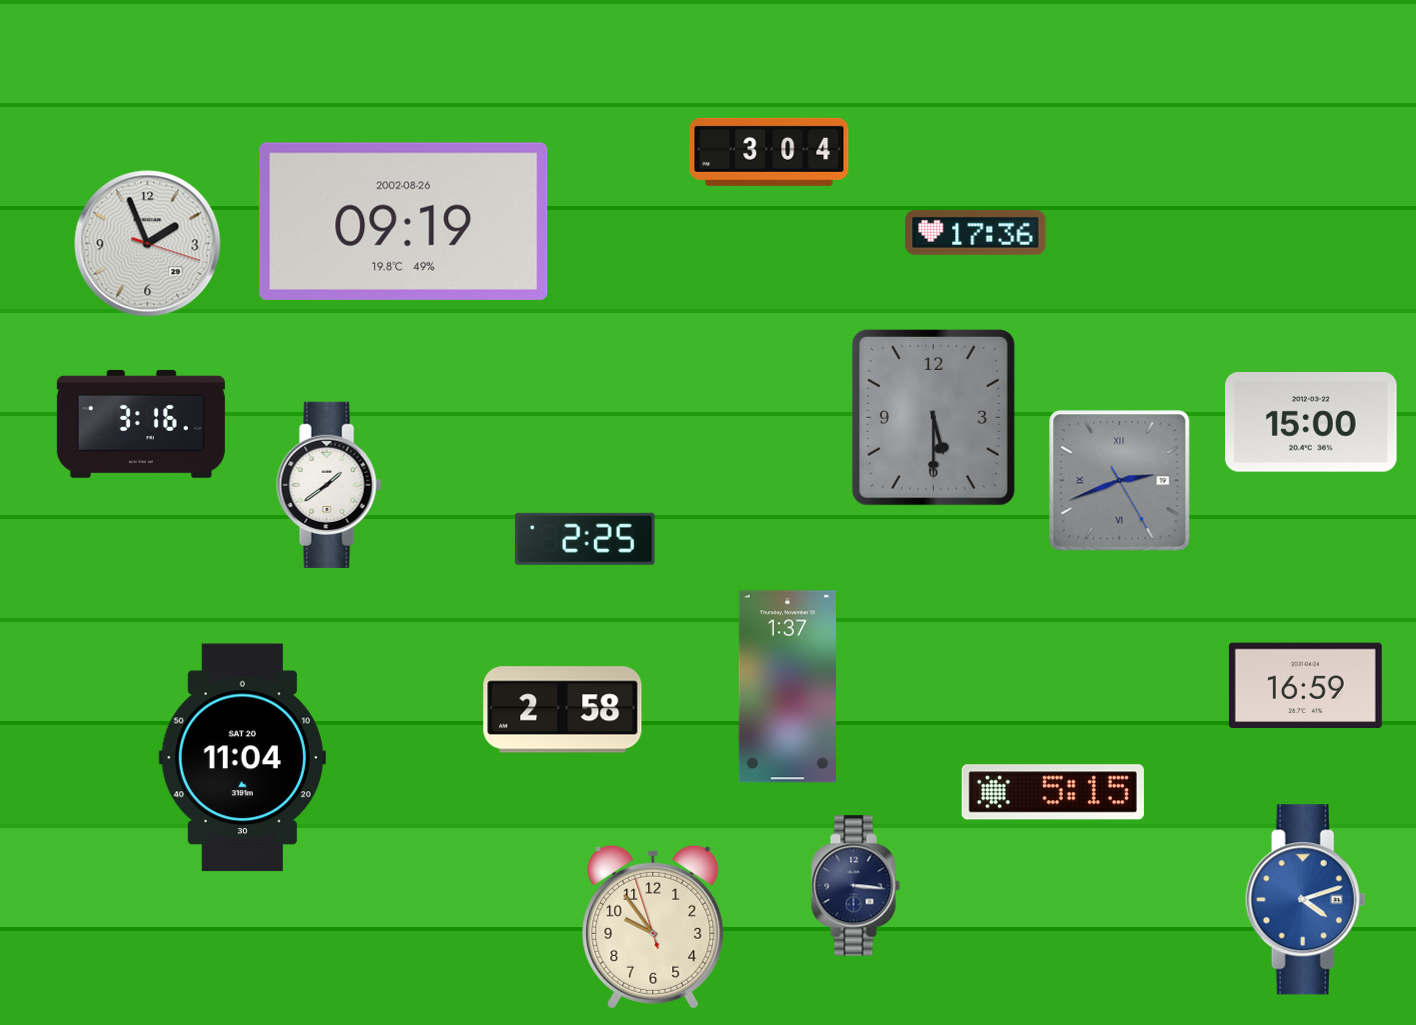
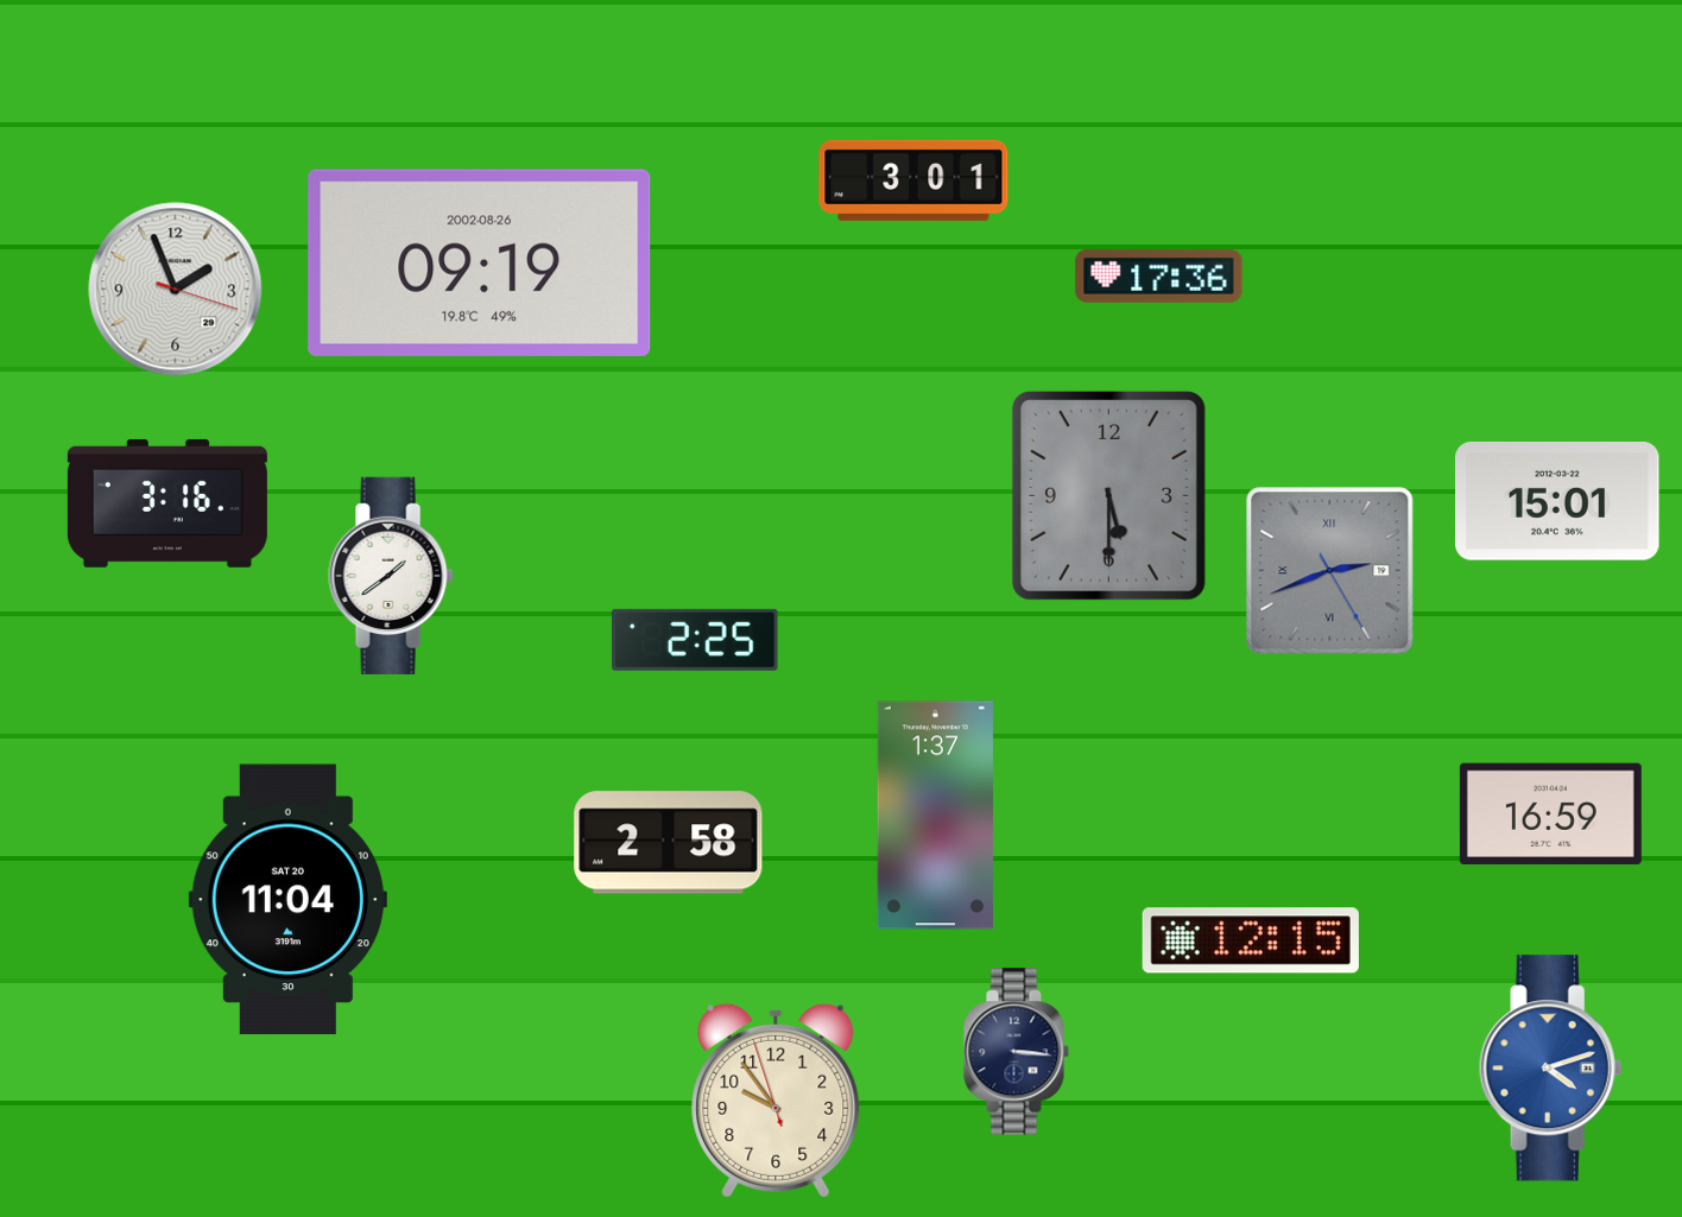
clock at (769, 152): 3:04 -> 3:01
clock at (1311, 423): 15:00 -> 15:01
clock at (1053, 792): 5:15 -> 12:15
